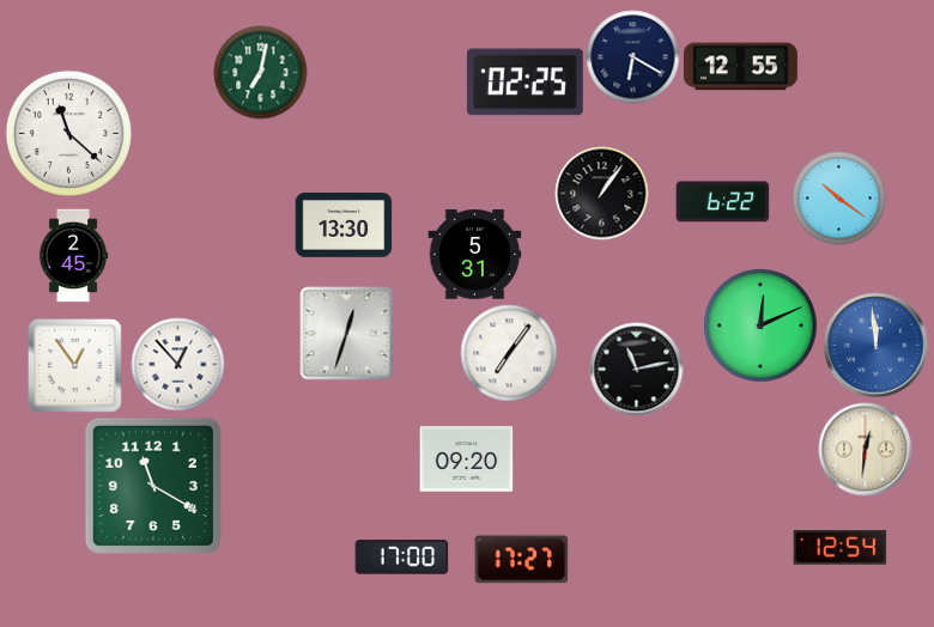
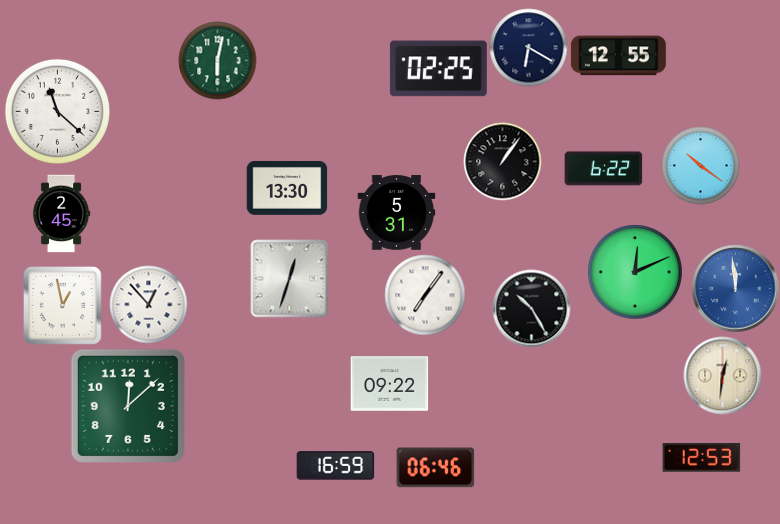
clock at (260, 72): 7:02 -> 6:02
clock at (875, 345) position: (875, 345) -> (735, 288)
clock at (75, 366): 12:54 -> 12:58
clock at (636, 369): 11:13 -> 10:25
clock at (466, 459): 09:20 -> 09:22
clock at (153, 486): 11:20 -> 12:08
clock at (839, 548): 12:54 -> 12:53
clock at (401, 558): 17:00 -> 16:59
clock at (521, 560): 17:27 -> 06:46
